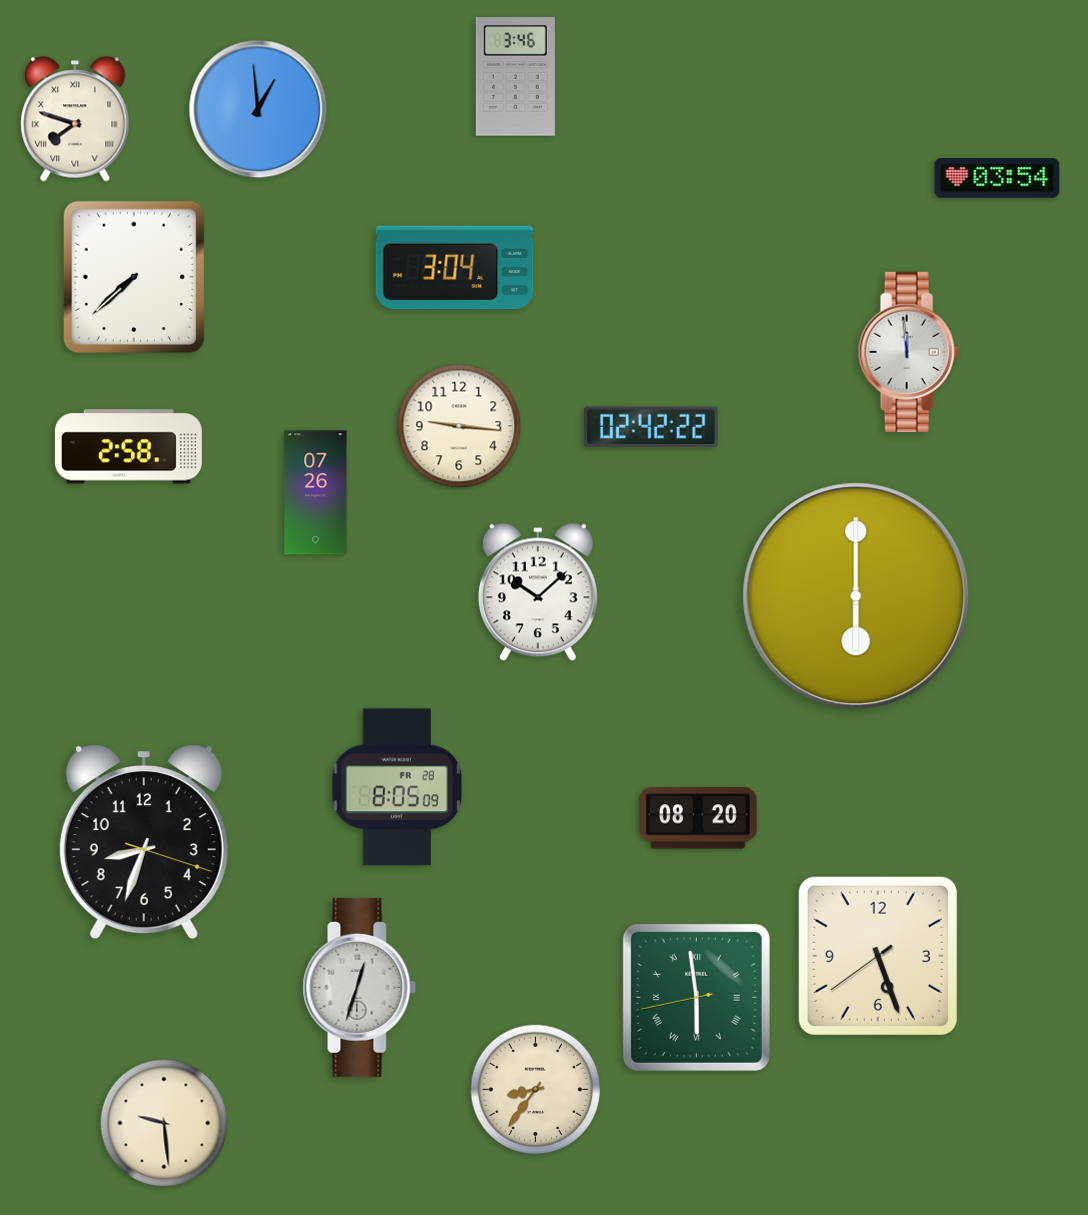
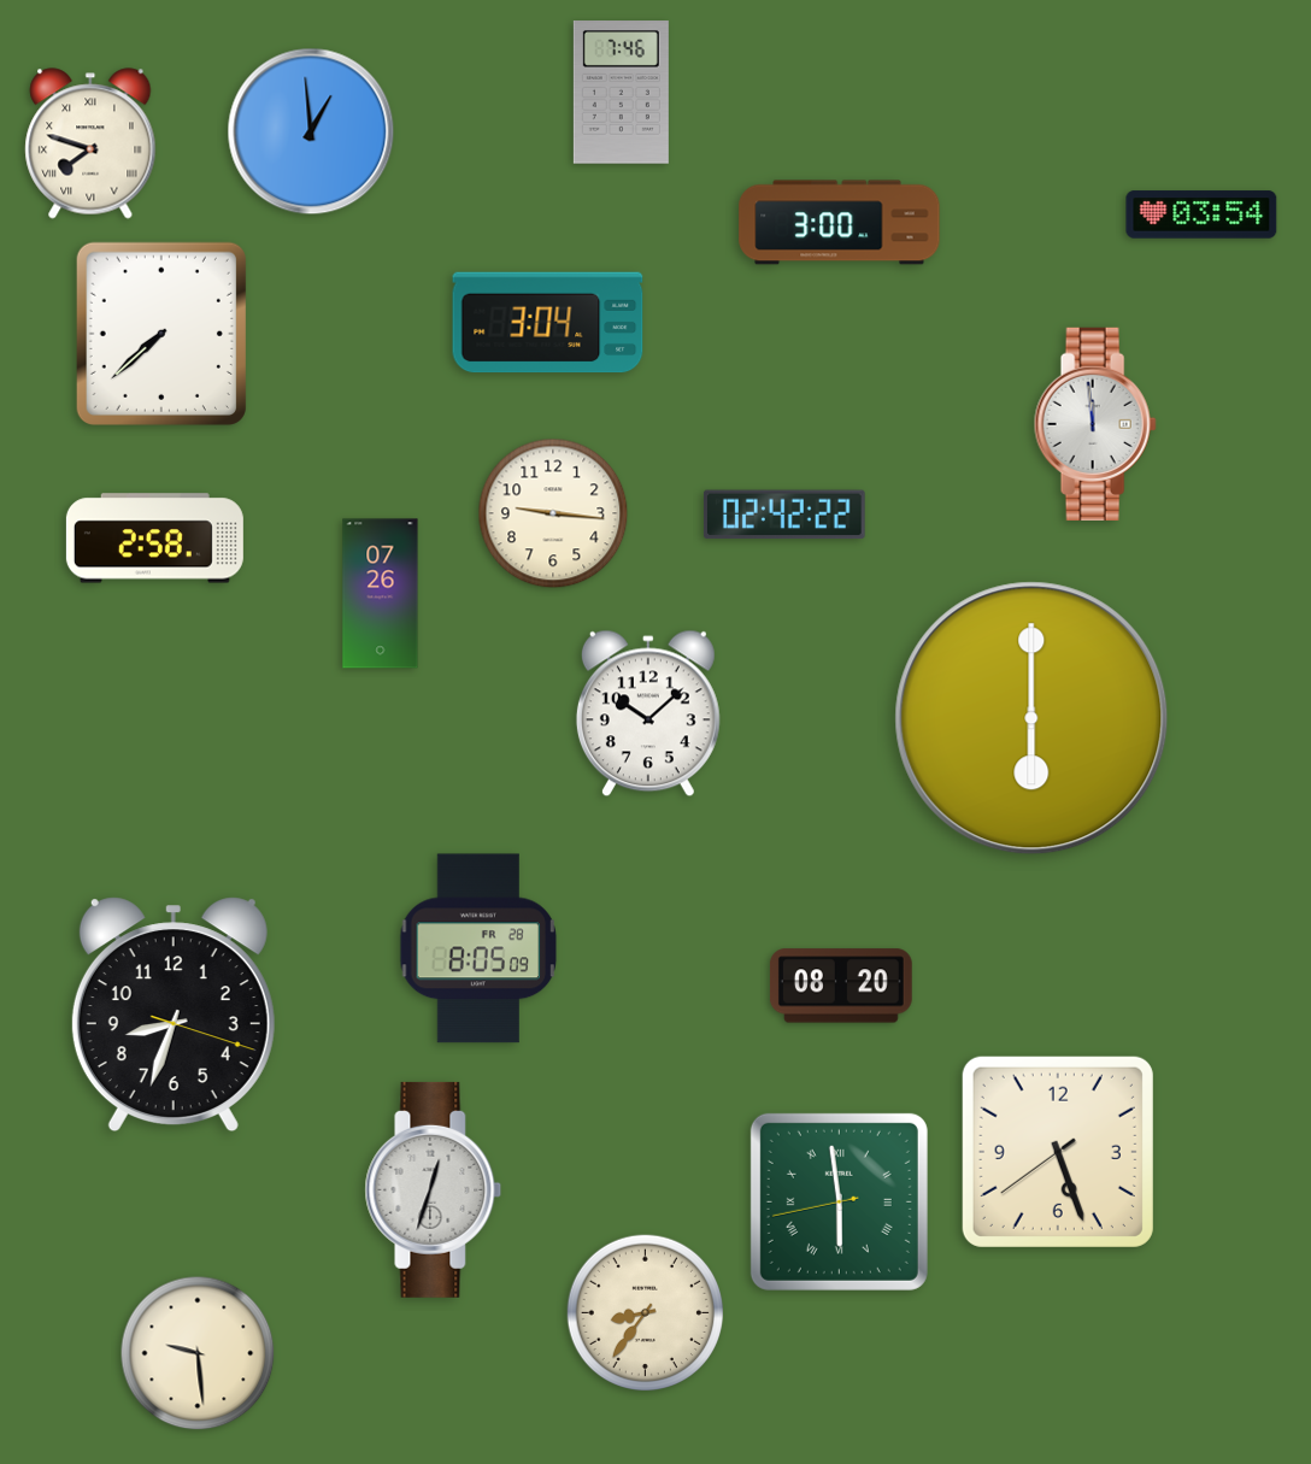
clock at (515, 77): 3:46 -> 7:46
clock at (840, 223): none -> 3:00
